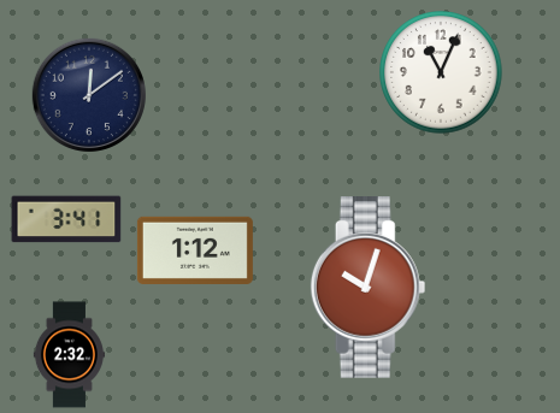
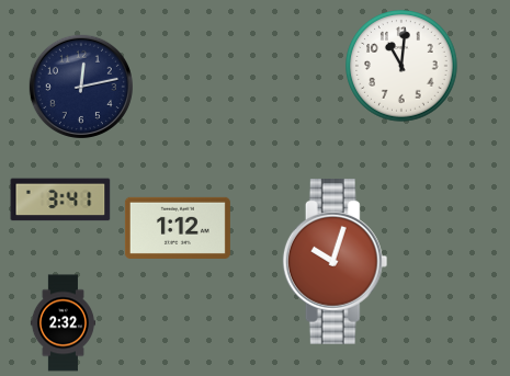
clock at (441, 72): 11:04 -> 11:01
clock at (89, 95): 12:09 -> 12:13
